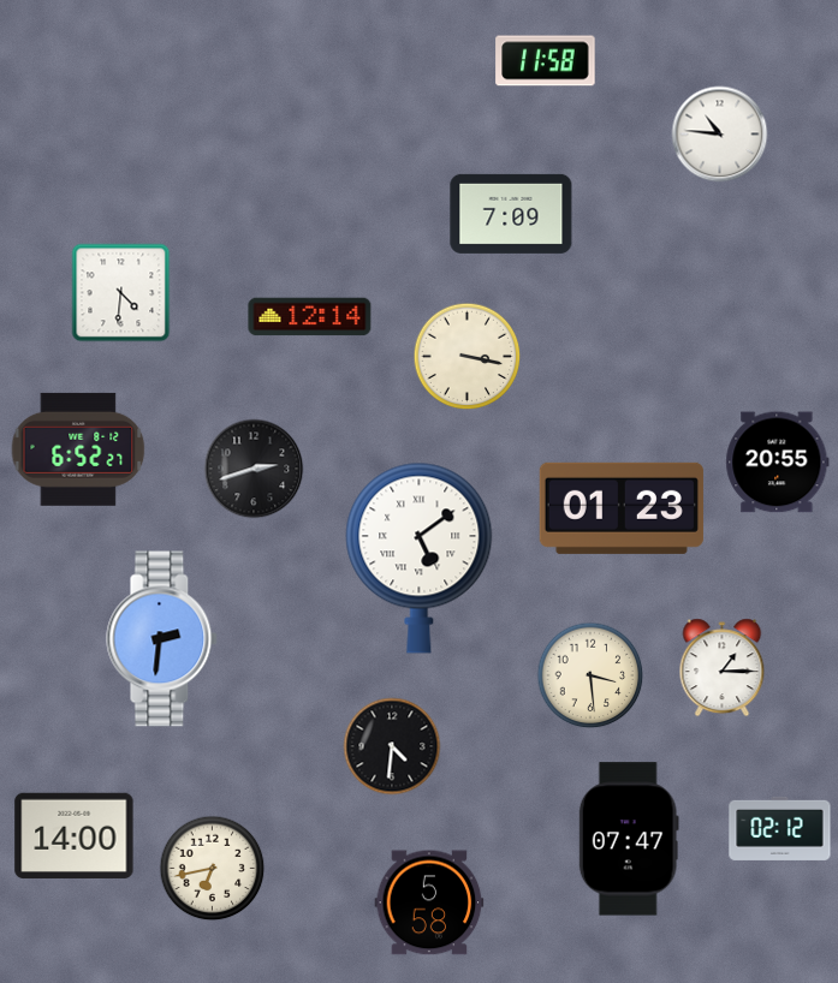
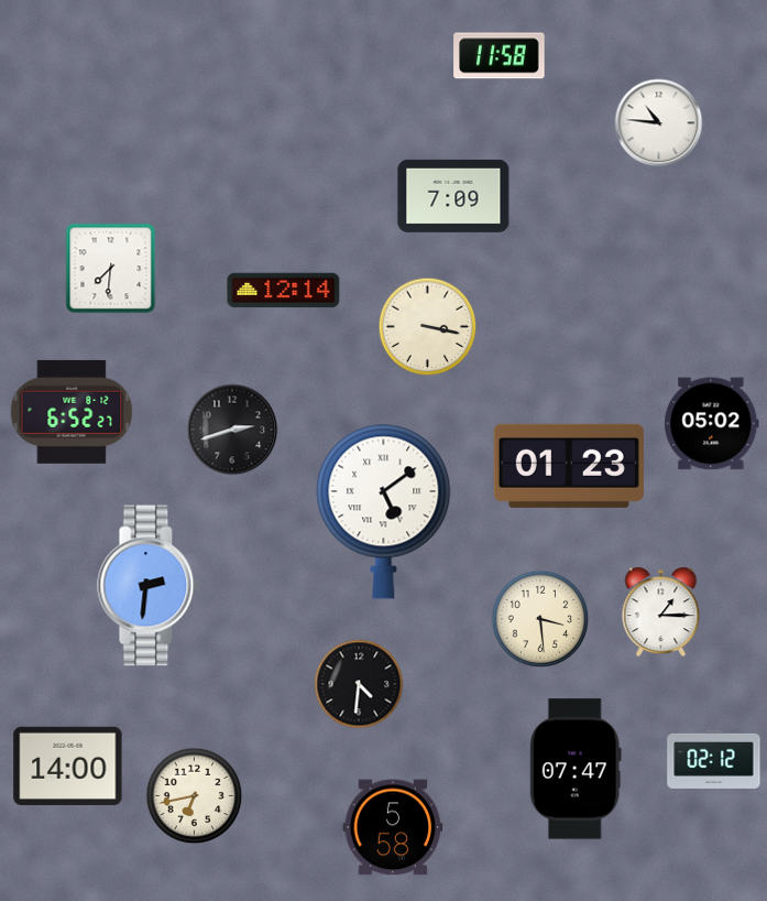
clock at (511, 214) position: (511, 214) -> (453, 196)
clock at (121, 293): 4:31 -> 7:31
clock at (778, 463): 20:55 -> 05:02
